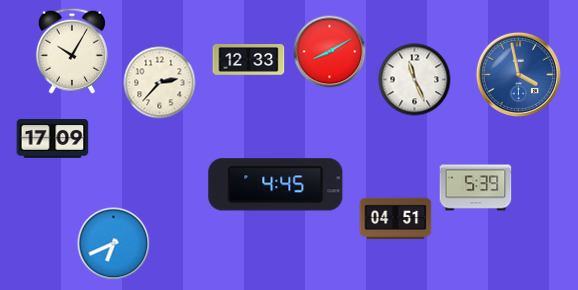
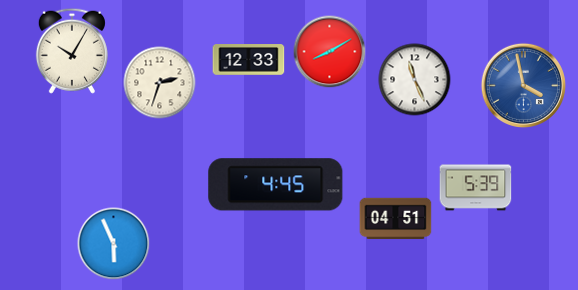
clock at (518, 74) position: (518, 74) -> (523, 85)
clock at (160, 83): 2:37 -> 2:33
clock at (53, 139): 17:09 -> none
clock at (114, 244): 6:41 -> 5:56
